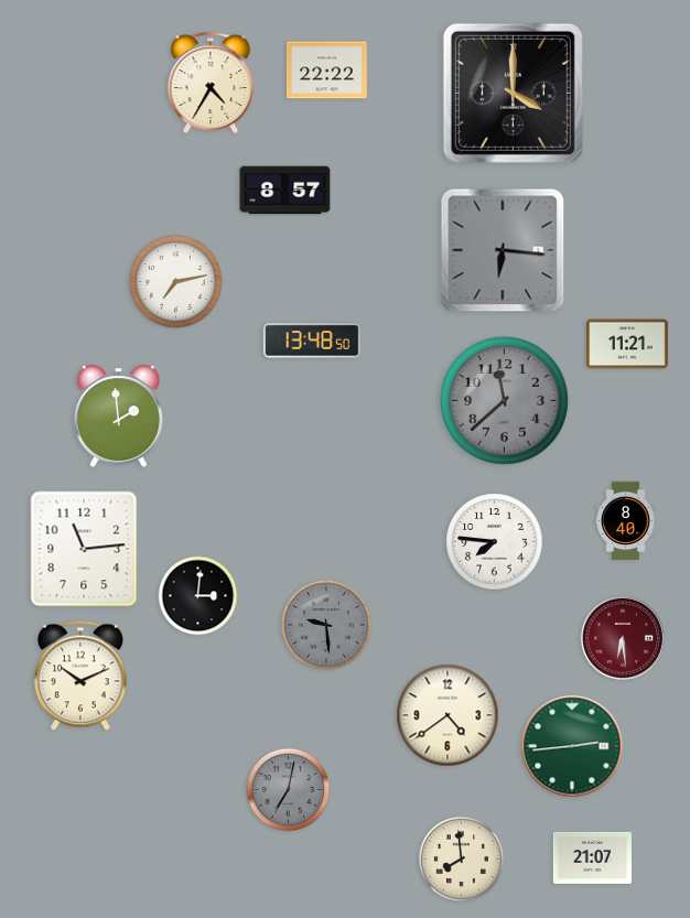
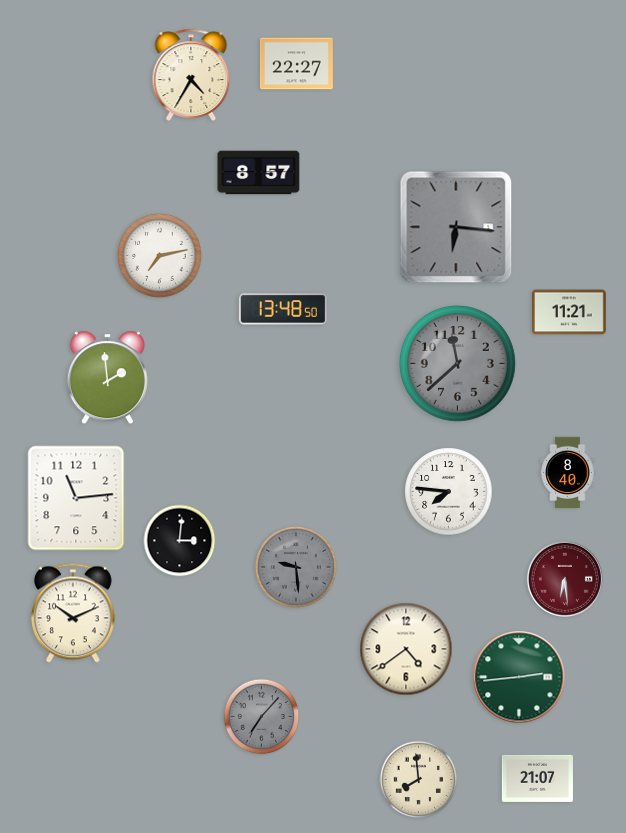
clock at (326, 71): 22:22 -> 22:27
clock at (513, 93): 4:00 -> none
clock at (289, 790): 7:02 -> 7:07
